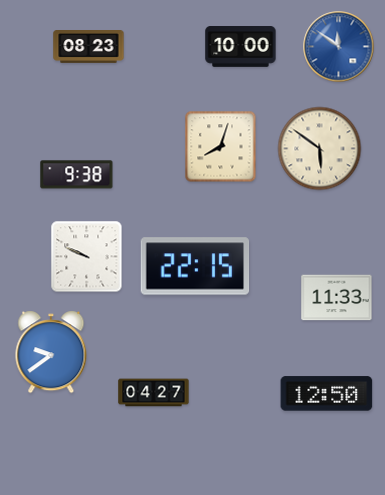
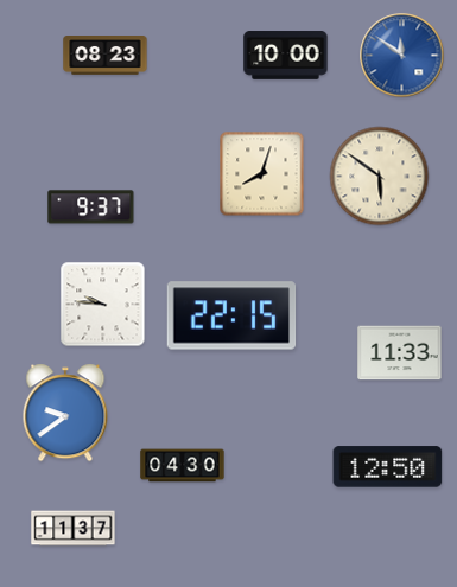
clock at (77, 175): 9:38 -> 9:37
clock at (87, 257): 9:49 -> 9:46
clock at (51, 352) position: (51, 352) -> (65, 413)
clock at (154, 393): 04:27 -> 04:30
clock at (74, 529): none -> 11:37
